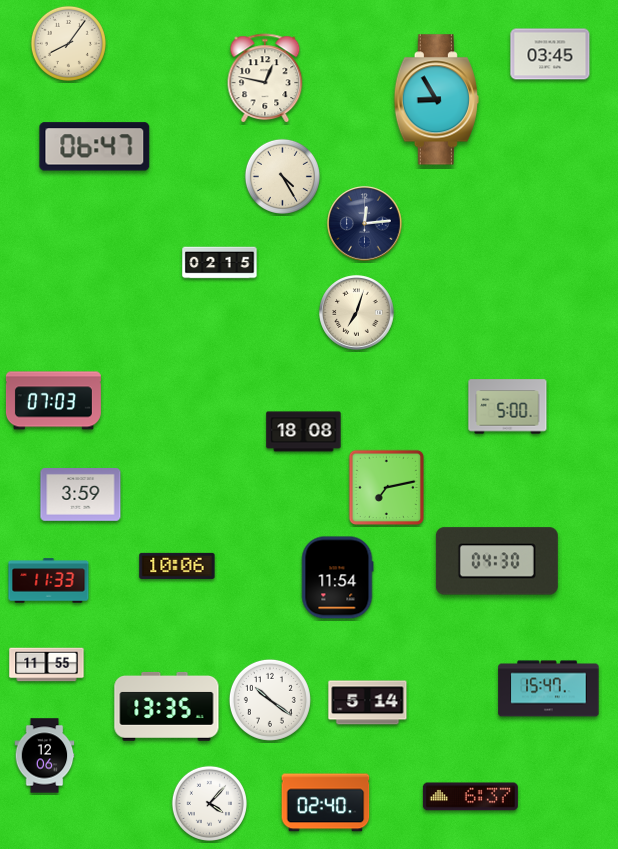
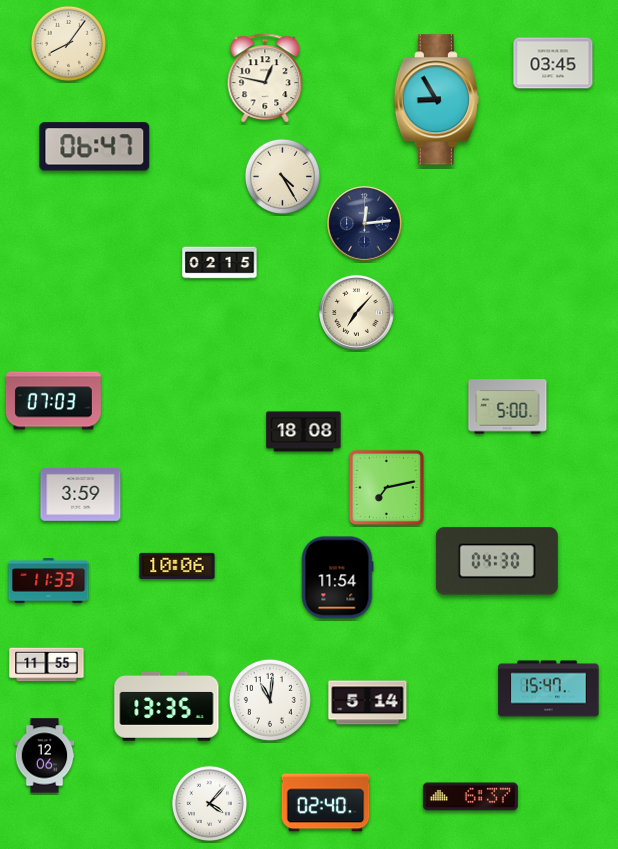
clock at (550, 54) position: (550, 54) -> (553, 63)
clock at (357, 313): 7:03 -> 7:07
clock at (270, 700): 10:21 -> 11:01
